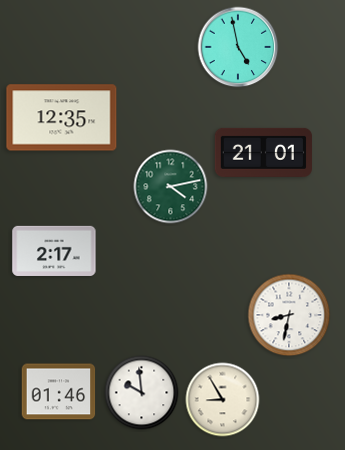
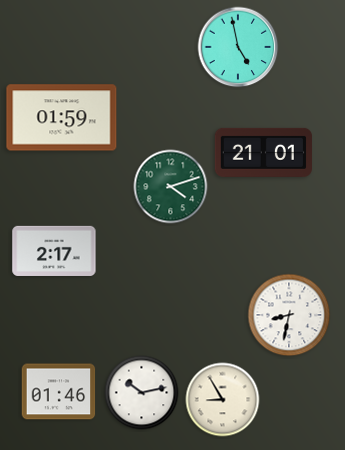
clock at (62, 118): 12:35 -> 01:59
clock at (171, 187): 4:13 -> 4:12
clock at (142, 393): 9:59 -> 10:13
